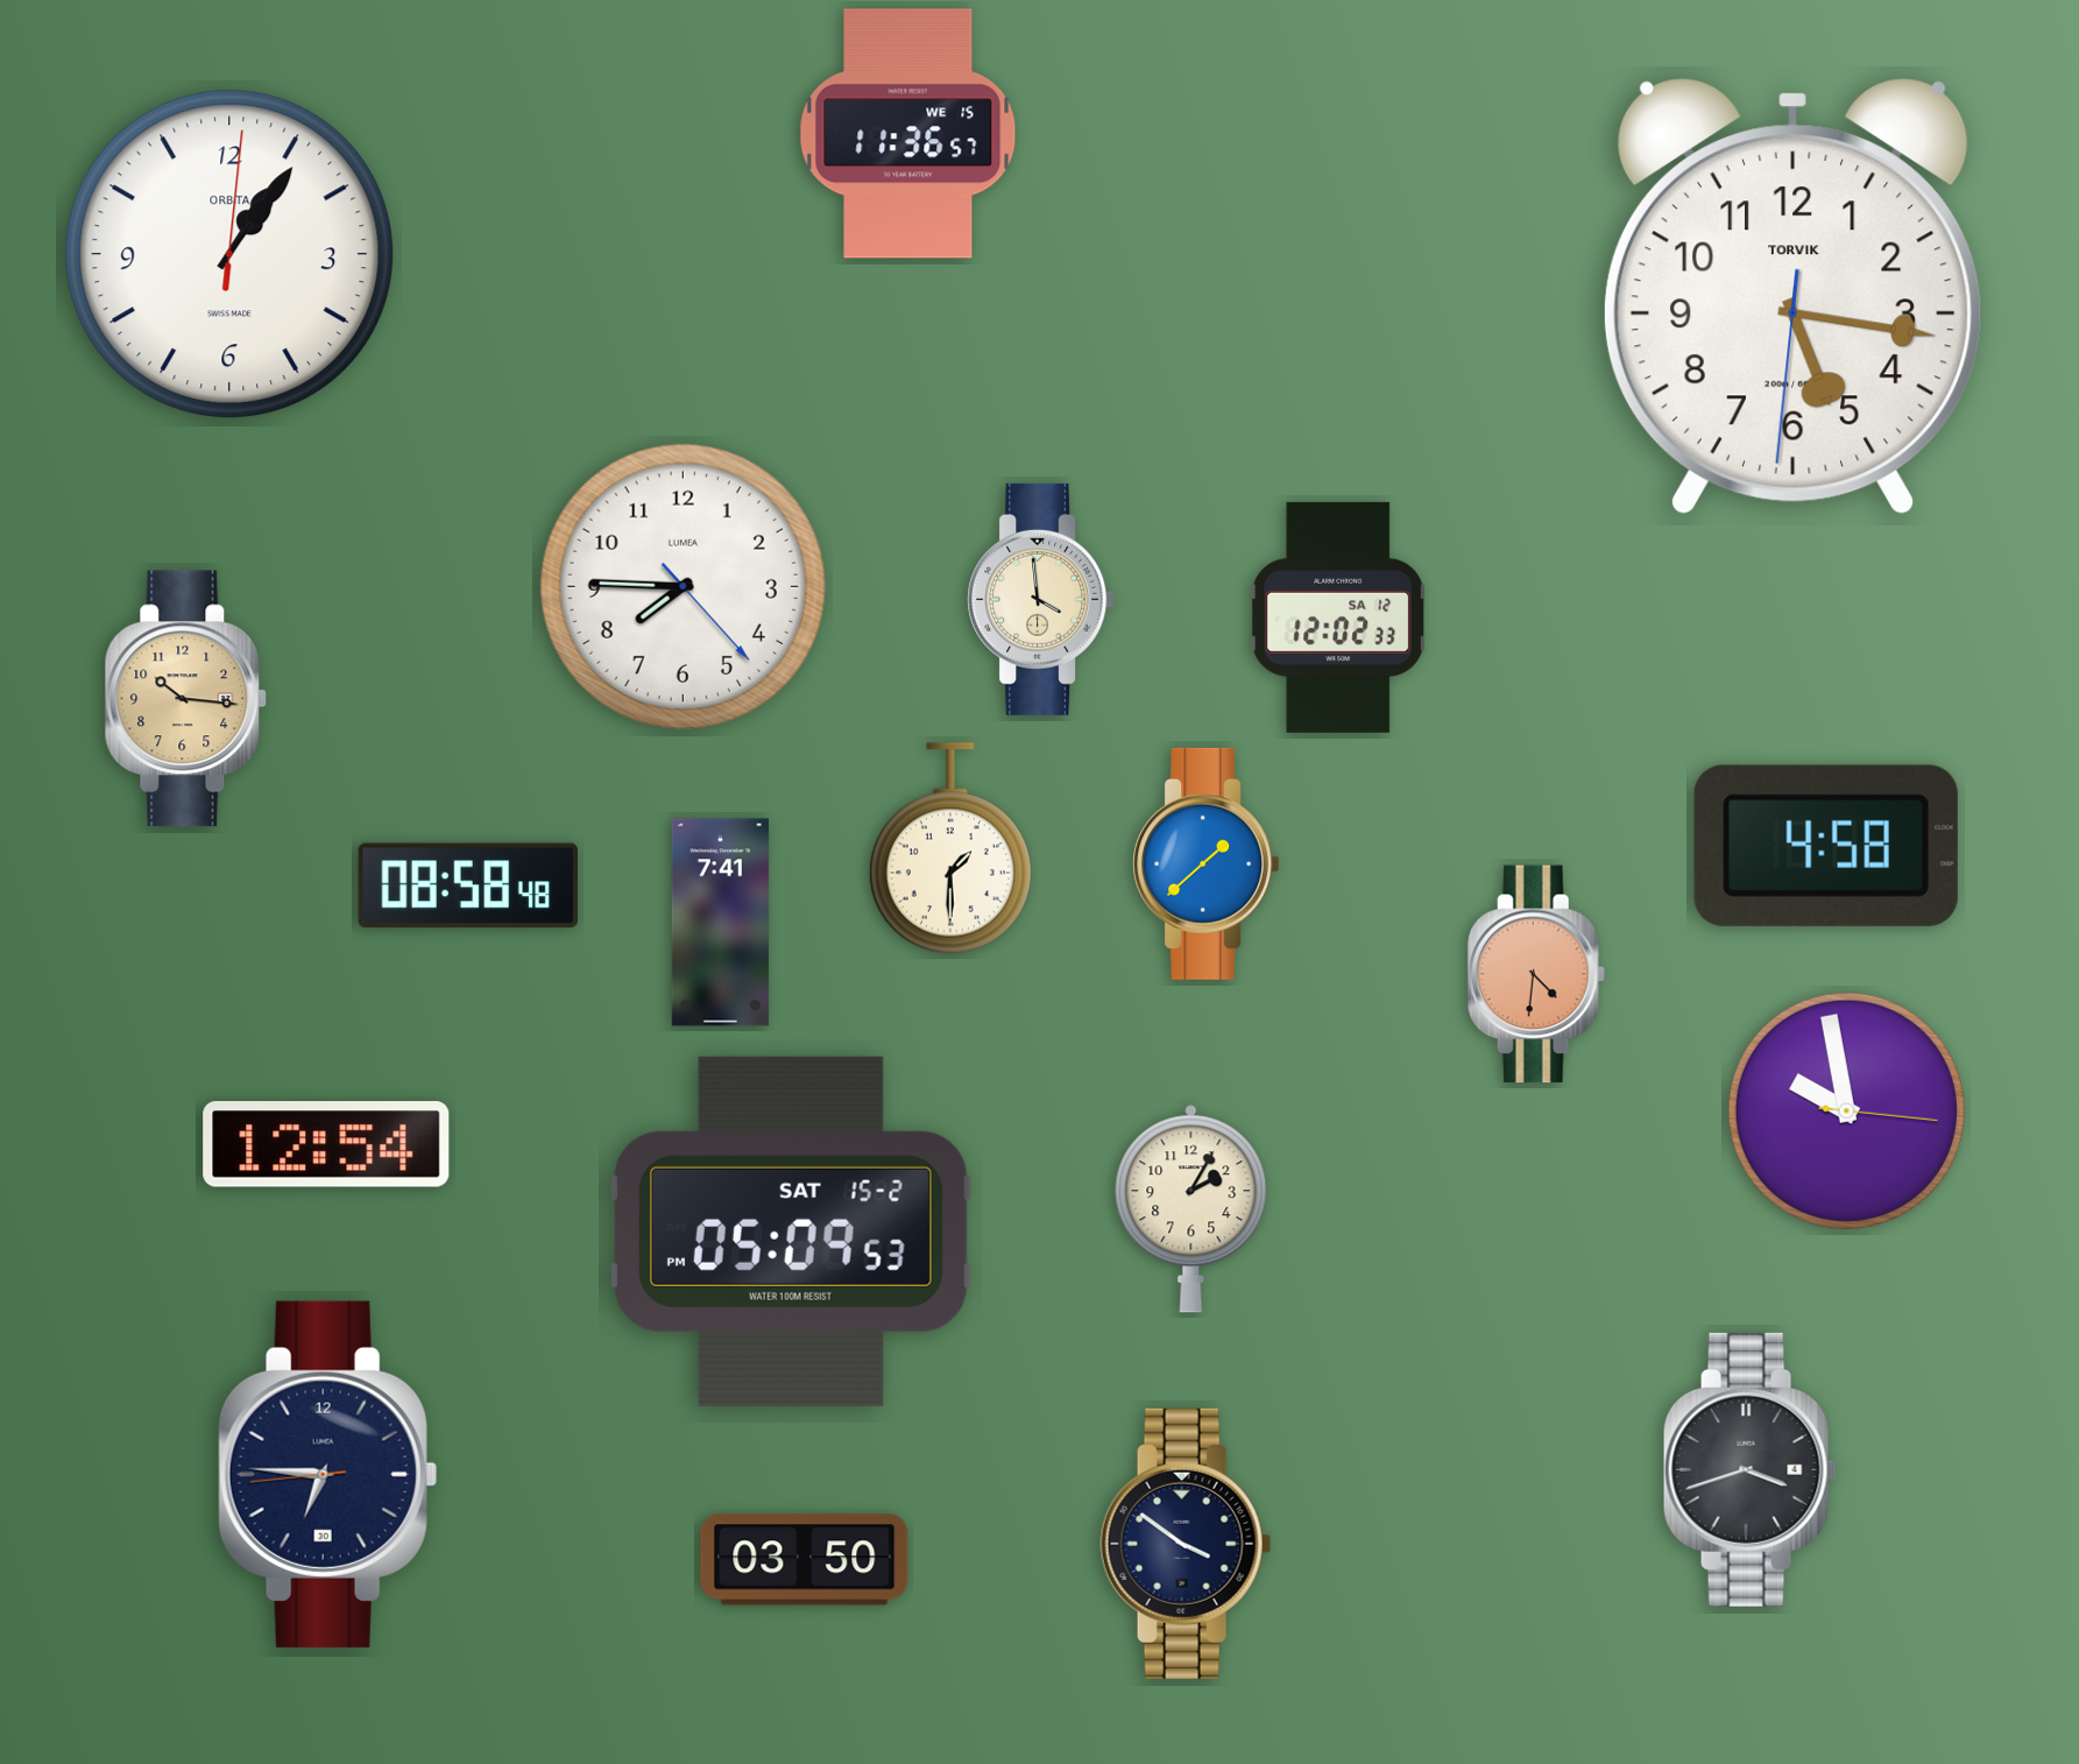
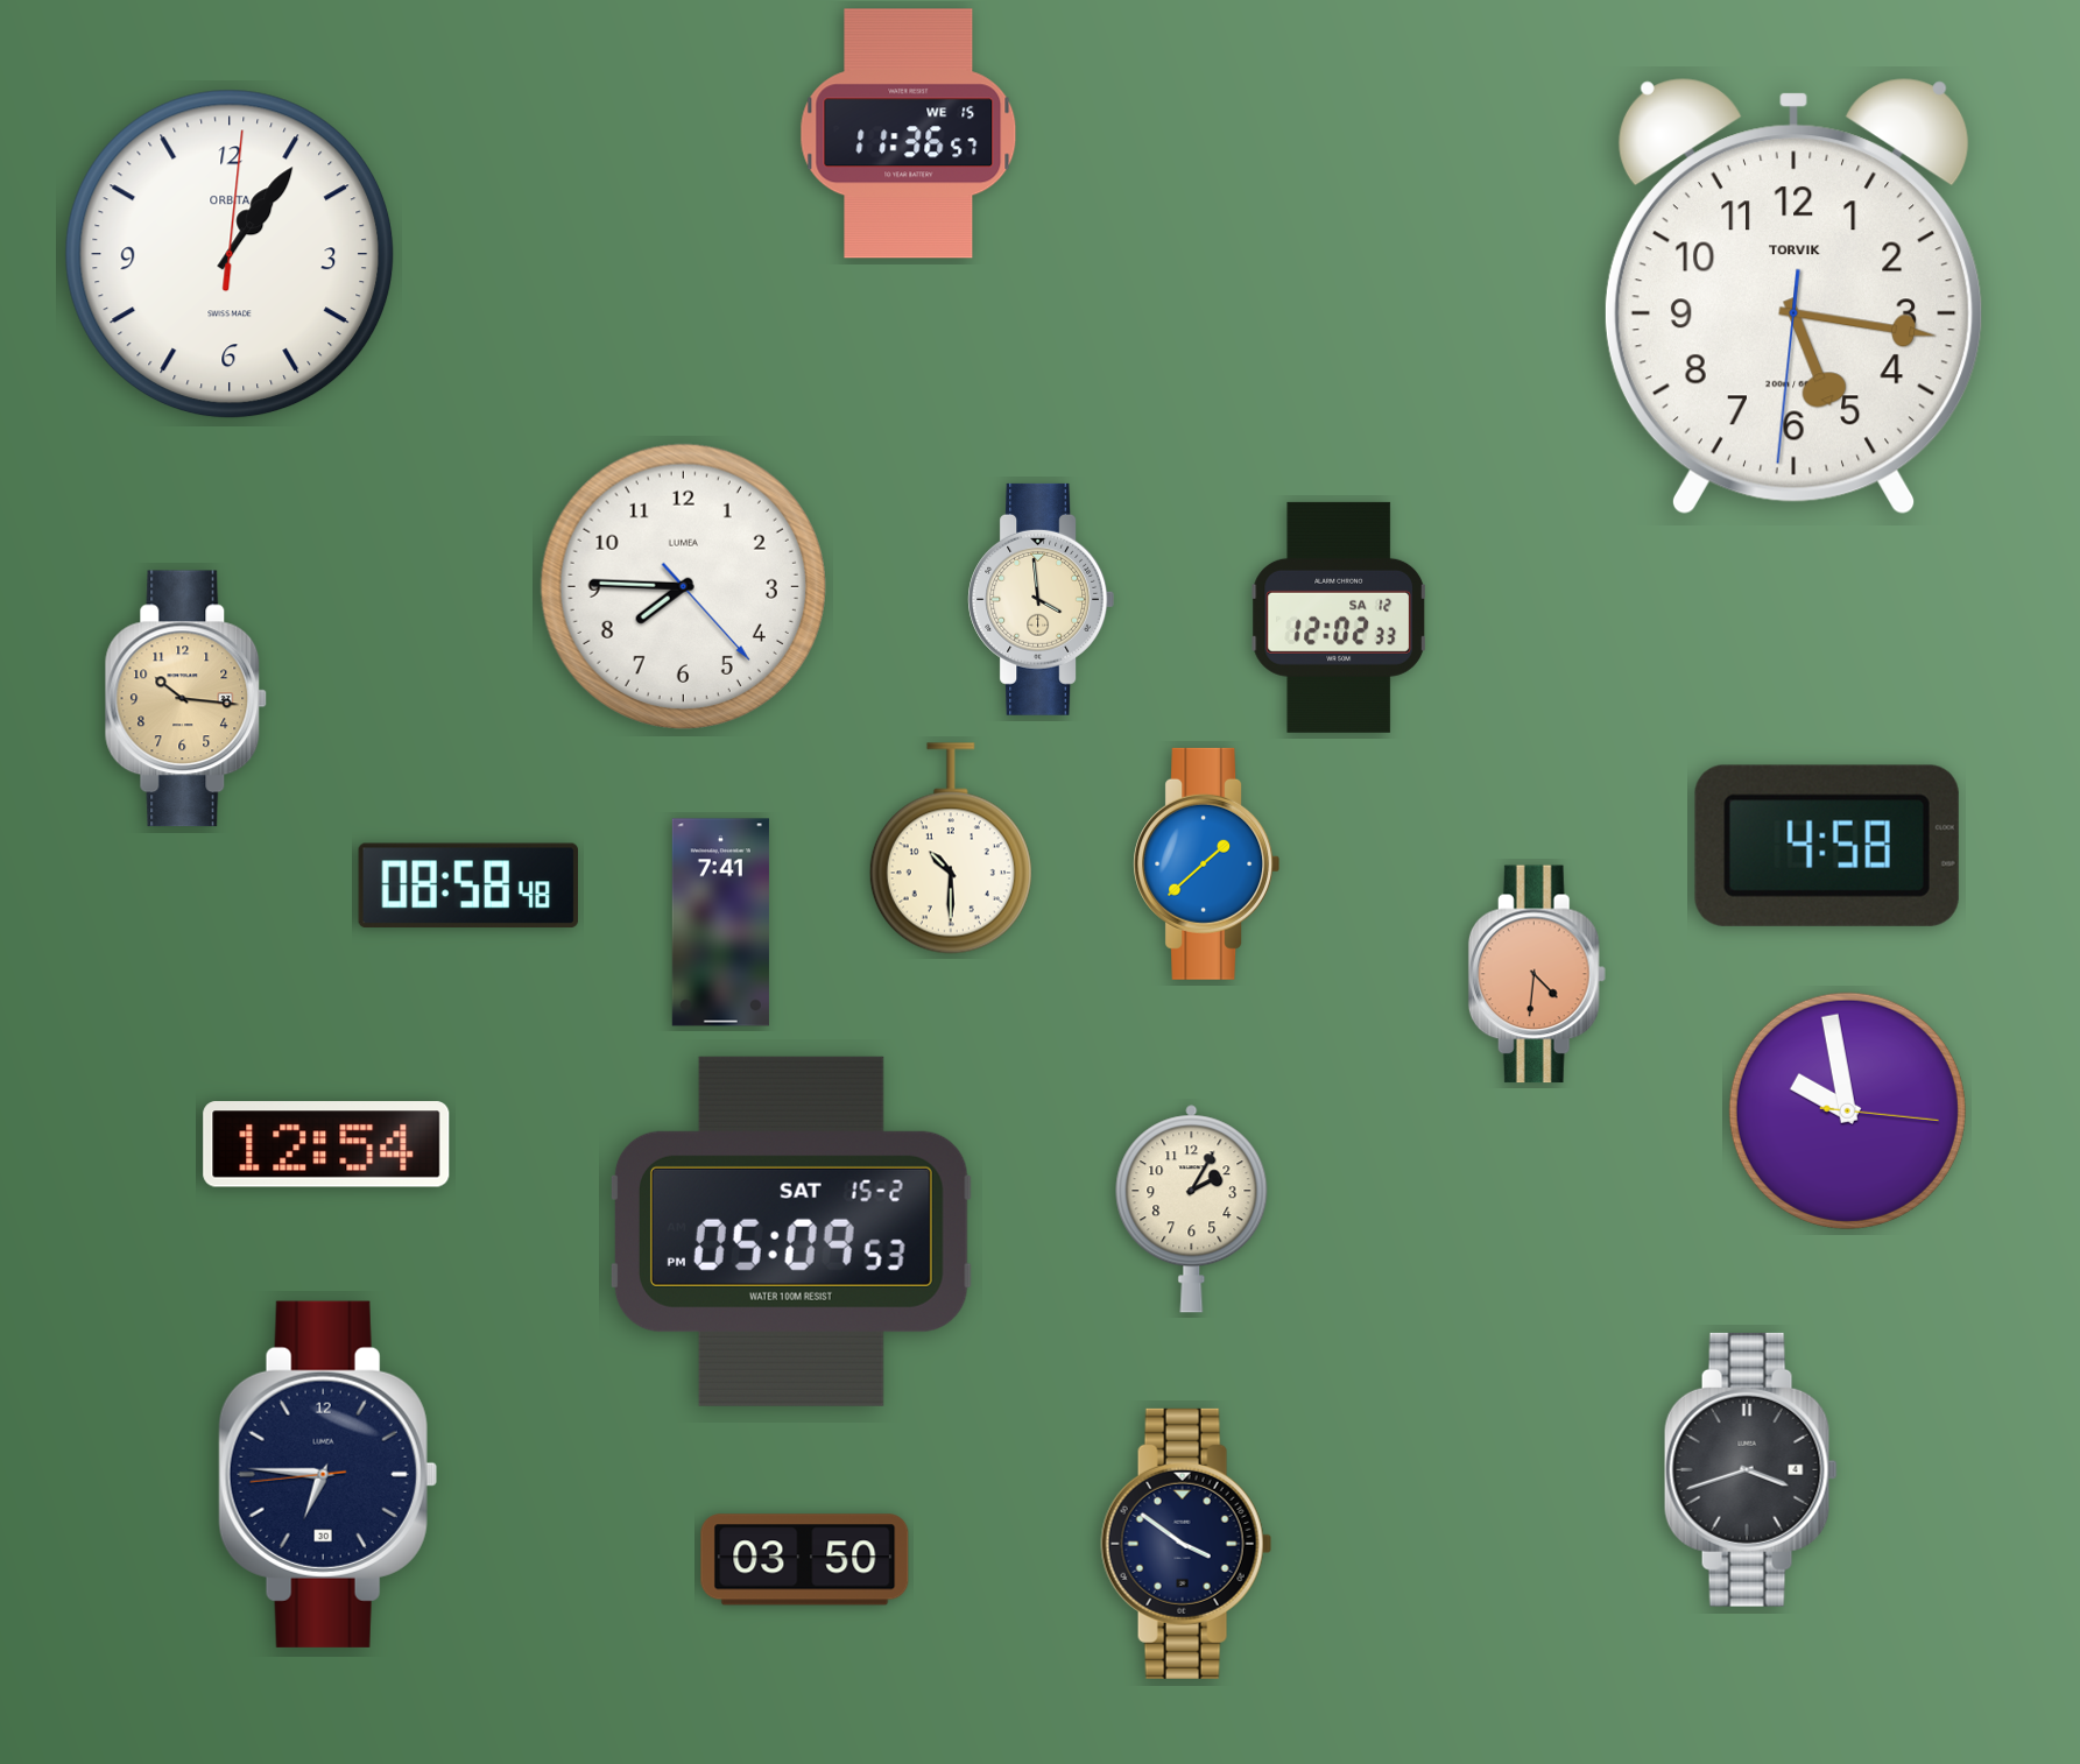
clock at (950, 848): 1:30 -> 10:30
